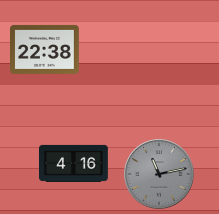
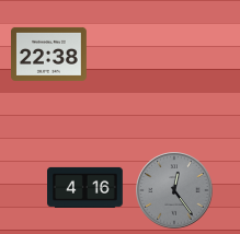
clock at (74, 163) position: (74, 163) -> (85, 187)
clock at (159, 174): 11:13 -> 12:24
